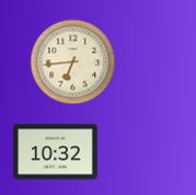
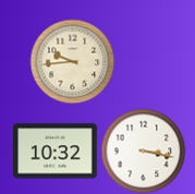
clock at (72, 61): 6:44 -> 9:44
clock at (143, 150): none -> 3:17
